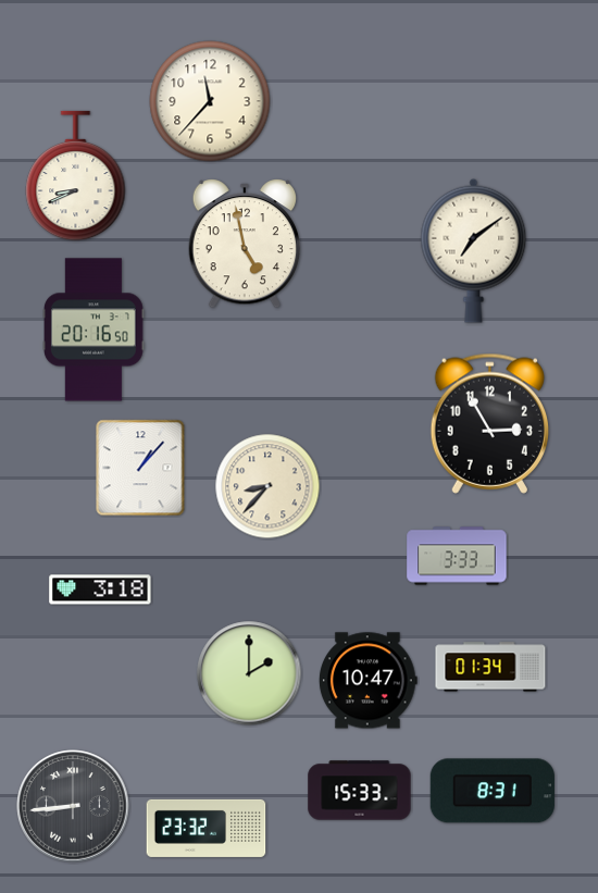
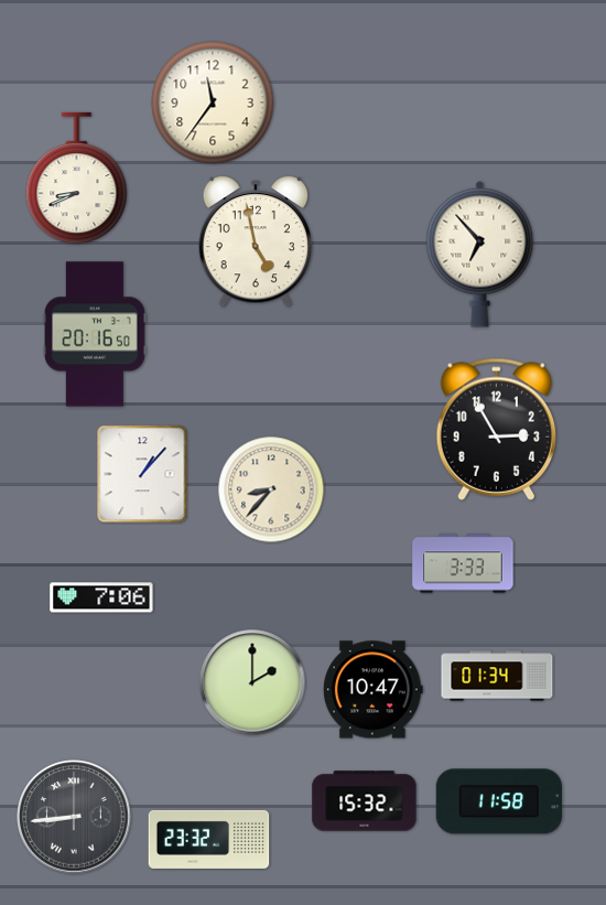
clock at (210, 101): 11:37 -> 11:36
clock at (244, 245) position: (244, 245) -> (255, 243)
clock at (474, 250): 7:09 -> 6:53
clock at (267, 486) position: (267, 486) -> (271, 489)
clock at (100, 590): 3:18 -> 7:06
clock at (360, 791): 15:33 -> 15:32
clock at (493, 791): 8:31 -> 11:58
